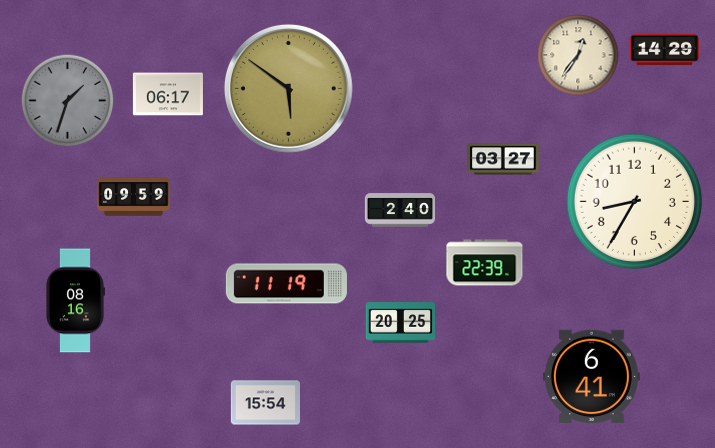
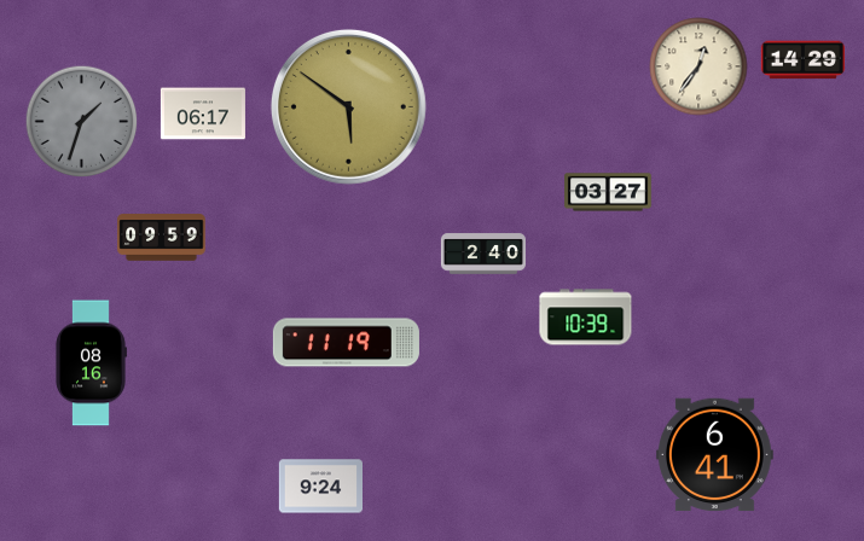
clock at (634, 201): 8:35 -> none
clock at (485, 263): 22:39 -> 10:39
clock at (400, 323): 20:25 -> none
clock at (265, 403): 15:54 -> 9:24
